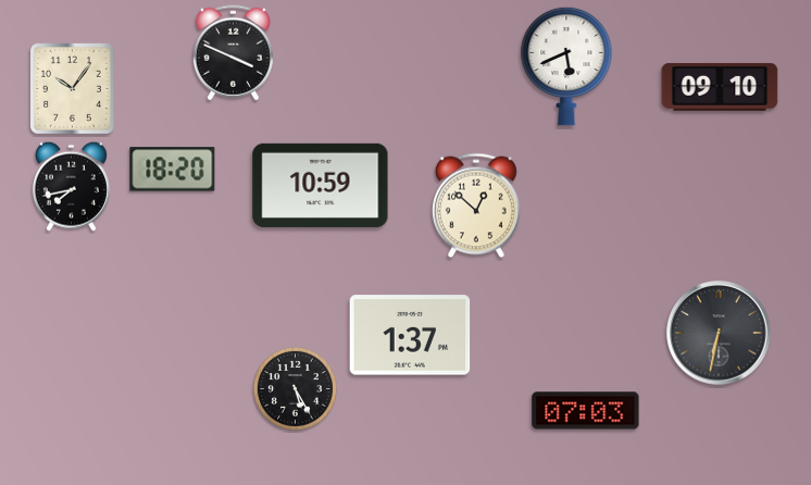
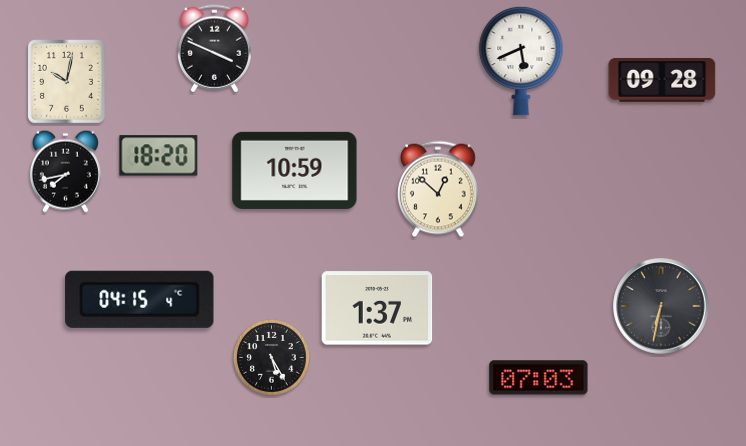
clock at (720, 87): 09:10 -> 09:28
clock at (73, 89): 10:06 -> 10:02
clock at (140, 299): none -> 04:15
